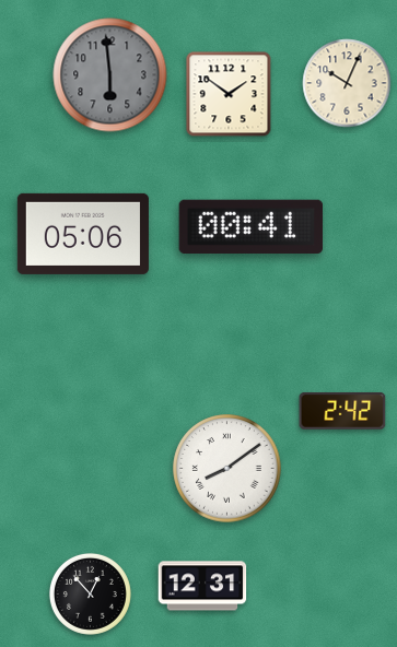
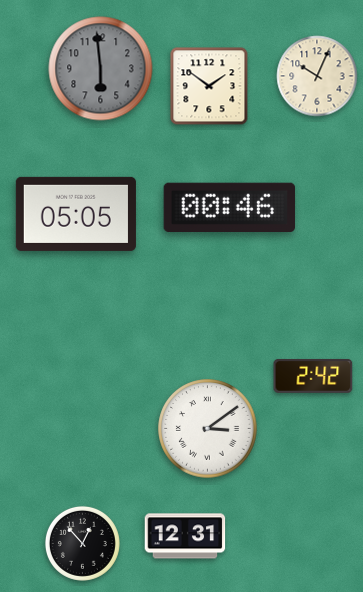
clock at (252, 226): 00:41 -> 00:46
clock at (83, 234): 05:06 -> 05:05
clock at (227, 469): 8:09 -> 3:09
